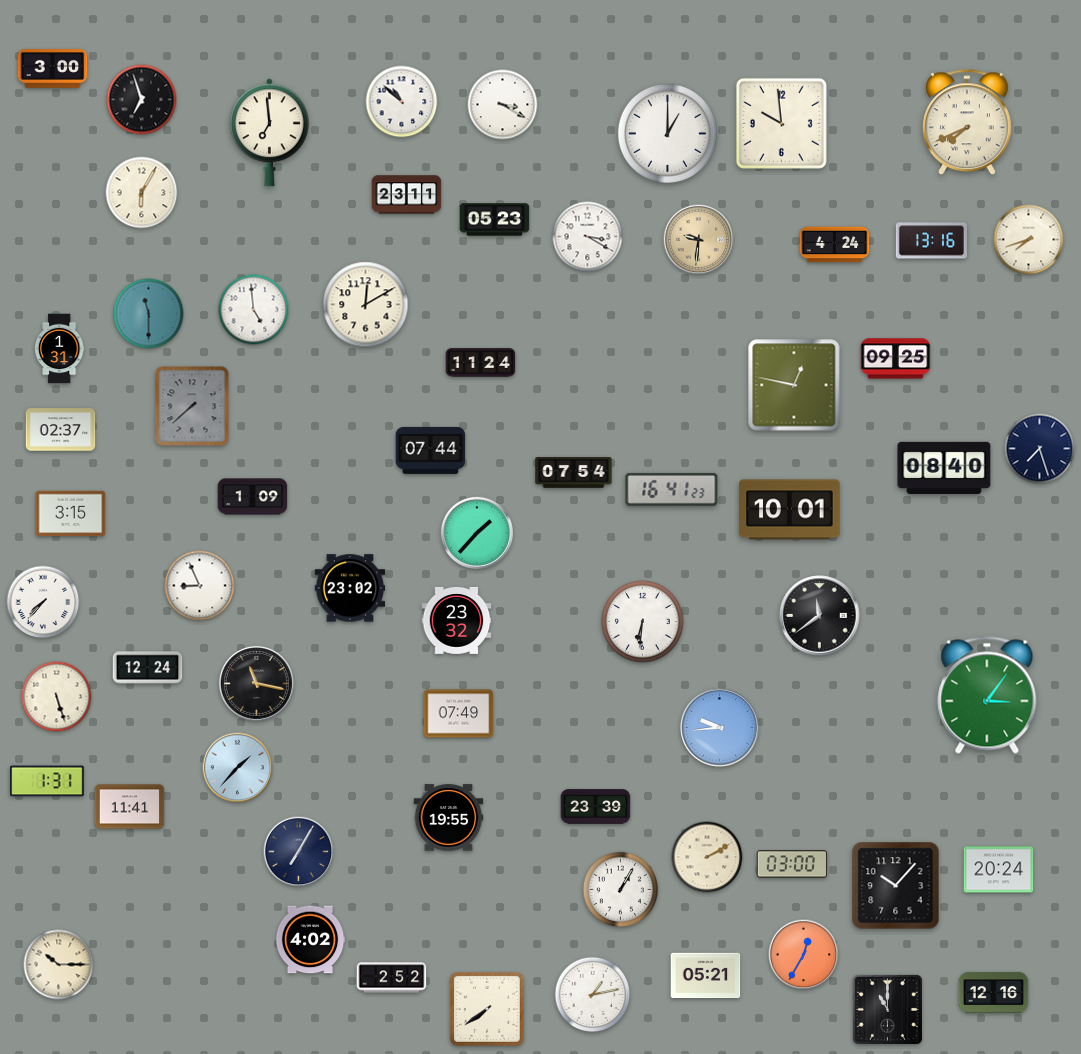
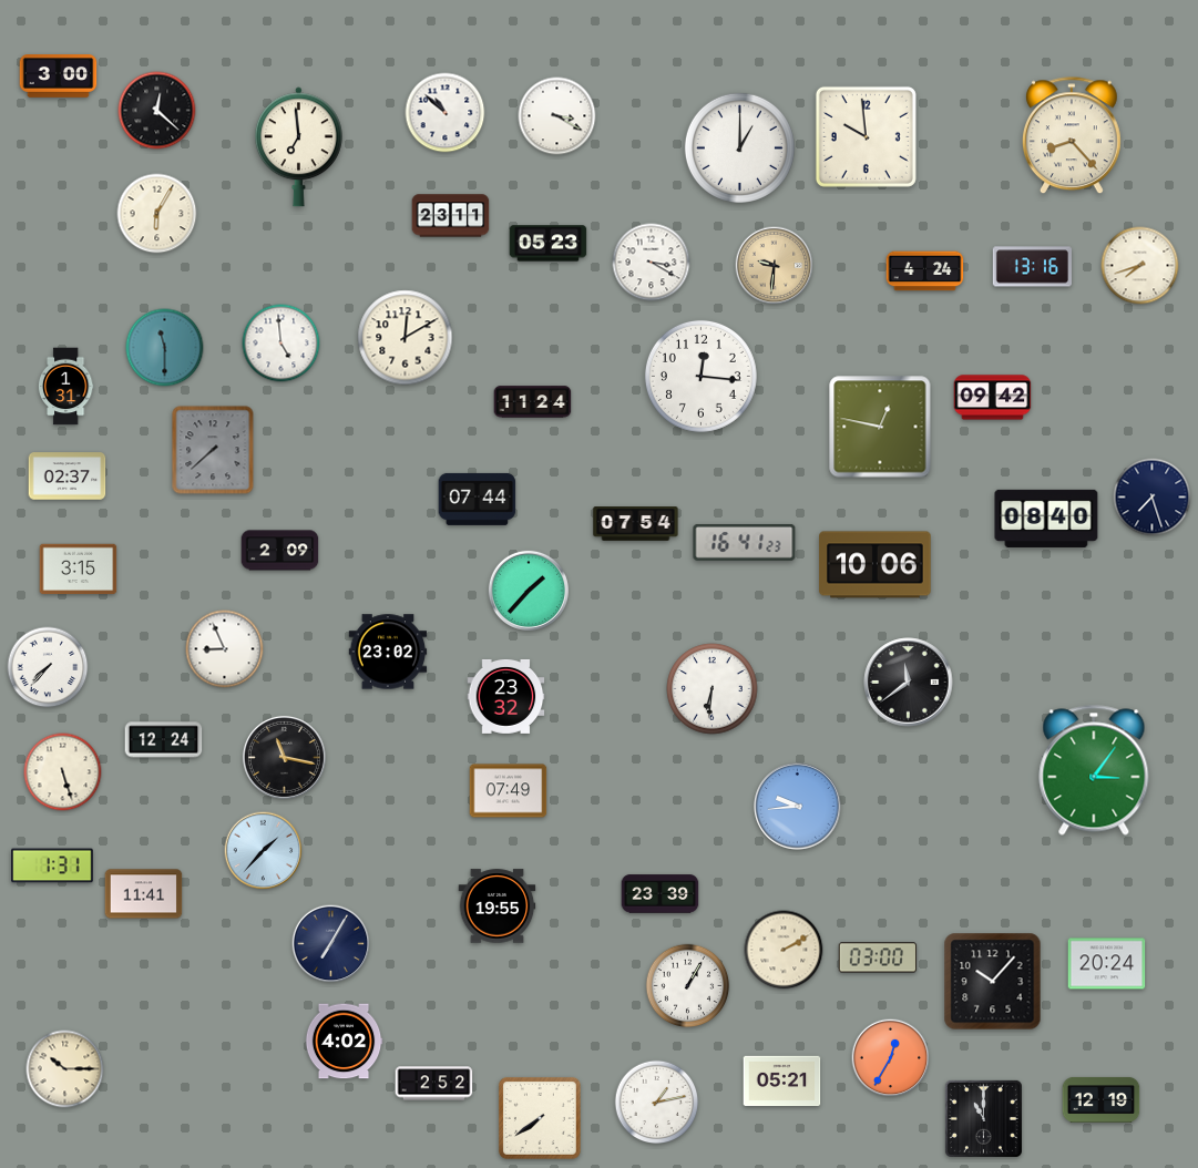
clock at (142, 100): 6:57 -> 12:22
clock at (967, 123): 7:41 -> 8:23
clock at (700, 376): none -> 12:16
clock at (896, 359): 09:25 -> 09:42
clock at (253, 497): 1:09 -> 2:09
clock at (790, 510): 10:01 -> 10:06
clock at (200, 586) position: (200, 586) -> (225, 649)
clock at (457, 620) position: (457, 620) -> (506, 696)
clock at (994, 992): 12:16 -> 12:19
